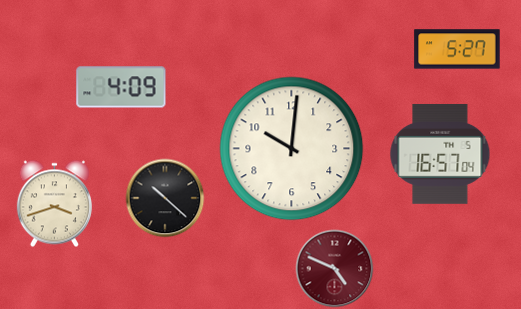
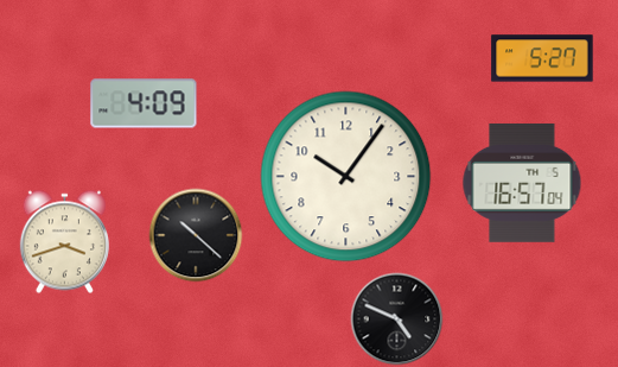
clock at (292, 149): 10:01 -> 10:06
clock at (335, 269) dial: burgundy -> black
